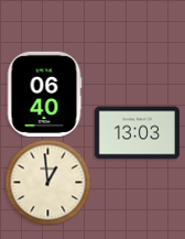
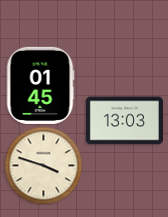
clock at (44, 94): 06:40 -> 01:45
clock at (47, 182): 12:59 -> 3:48
